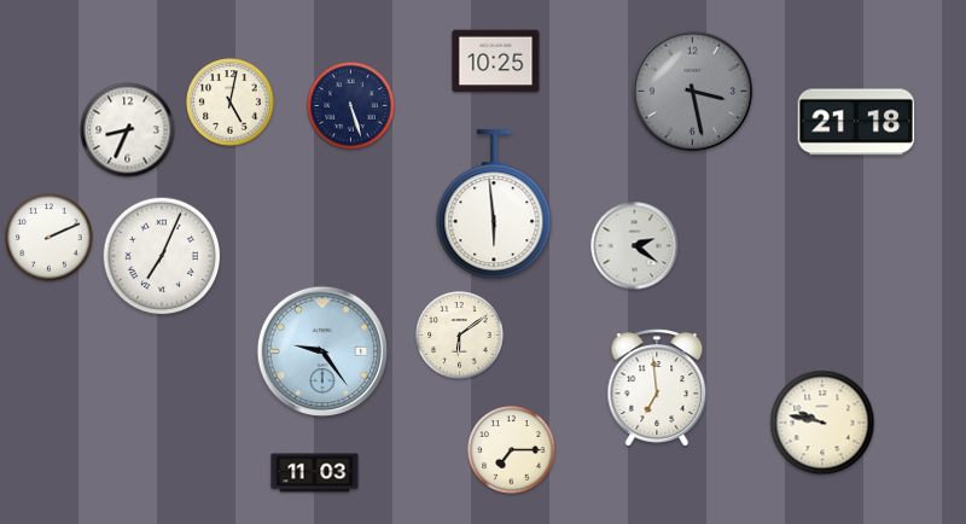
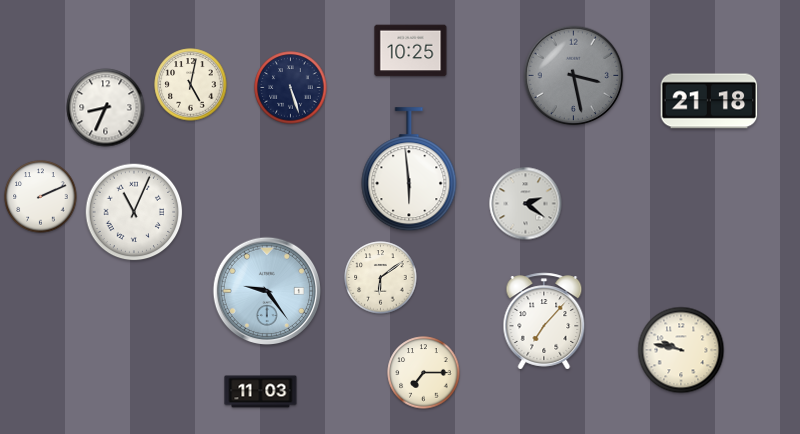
clock at (162, 256): 7:04 -> 11:04
clock at (657, 388): 6:59 -> 7:07
